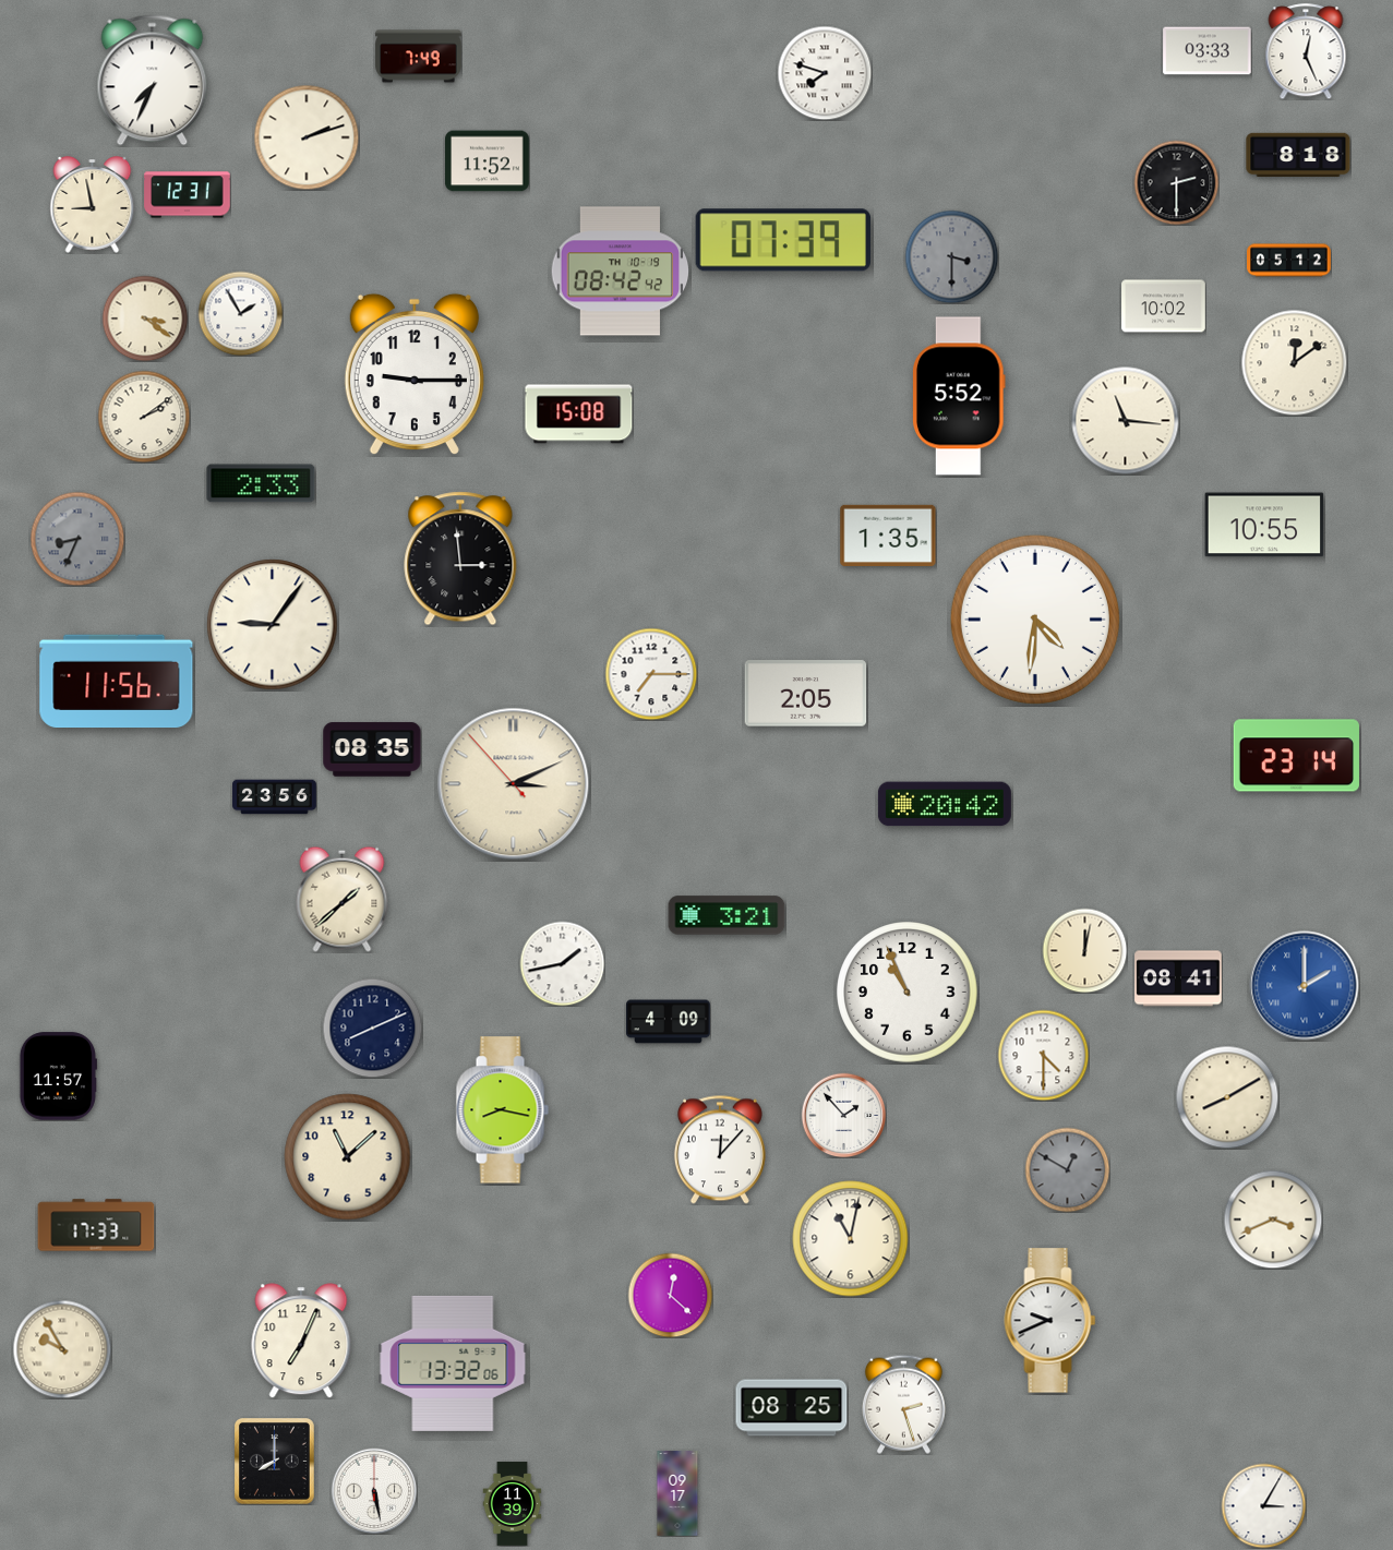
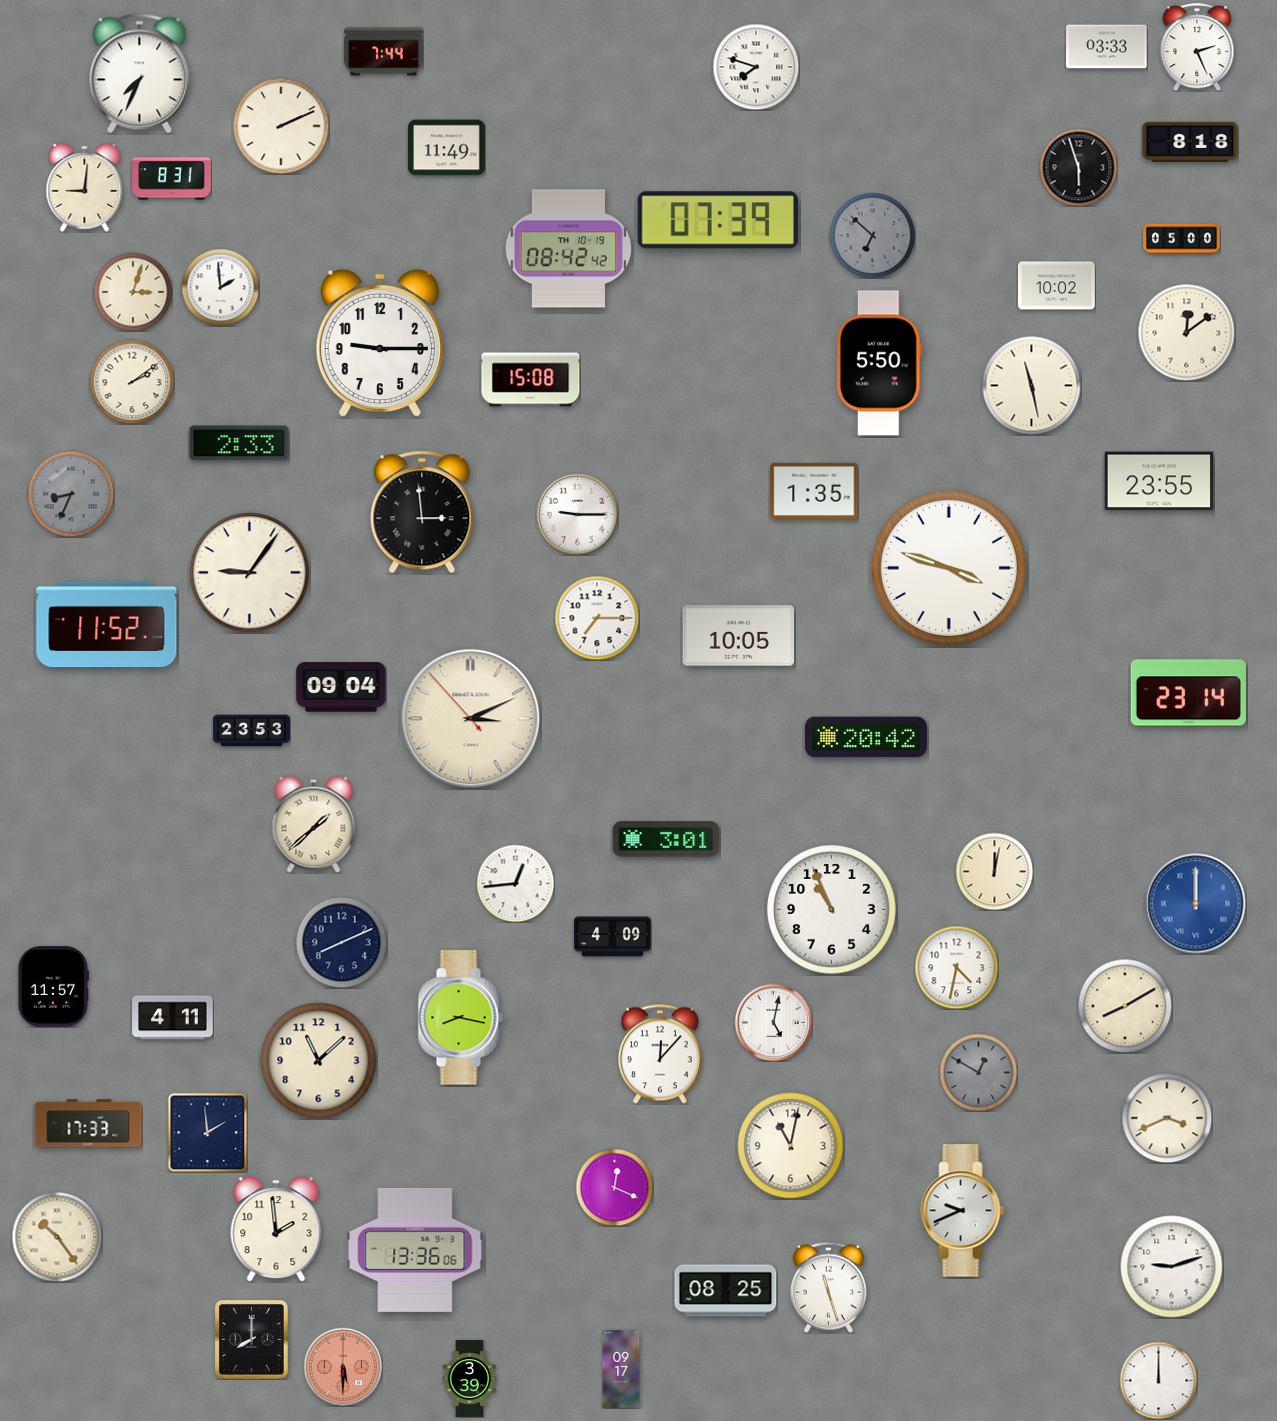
clock at (1306, 51): 12:26 -> 2:26
clock at (419, 57): 7:49 -> 7:44
clock at (307, 137): 2:12 -> 2:11
clock at (488, 161): 11:52 -> 11:49
clock at (1176, 182): 2:30 -> 5:57
clock at (188, 195): 12:31 -> 8:31
clock at (93, 205): 8:58 -> 9:01
clock at (951, 256): 3:30 -> 6:52
clock at (1289, 261): 05:12 -> 05:00
clock at (1164, 307) position: (1164, 307) -> (1057, 286)
clock at (240, 313): 1:55 -> 1:59
clock at (145, 319): 3:21 -> 3:03
clock at (960, 396): 5:52 -> 5:50
clock at (1126, 421): 11:16 -> 11:28
clock at (1264, 525): 10:55 -> 23:55
clock at (577, 514): none -> 9:15
clock at (1035, 620): 4:31 -> 3:48
clock at (117, 682): 11:56 -> 11:52
clock at (806, 694): 2:05 -> 10:05
clock at (372, 749): 08:35 -> 09:04
clock at (275, 797): 23:56 -> 23:53
clock at (726, 915): 3:21 -> 3:01
clock at (562, 963): 1:43 -> 12:44
clock at (1178, 978): 08:41 -> none
clock at (1305, 986): 2:00 -> 12:00
clock at (1043, 1055): 4:30 -> 4:32
clock at (173, 1018): none -> 4:11
clock at (843, 1115): 1:53 -> 5:02
clock at (207, 1132): none -> 1:59
clock at (851, 1239) position: (851, 1239) -> (791, 1146)
clock at (670, 1295): 12:22 -> 12:19
clock at (301, 1341): 7:04 -> 1:59
clock at (62, 1349): 9:55 -> 10:24
clock at (453, 1363): 13:32 -> 13:36
clock at (1172, 1267): none -> 9:12
clock at (903, 1404): 2:27 -> 11:27
clock at (374, 1491): 5:28 -> 5:30
clock at (374, 1491) dial: white -> salmon
clock at (513, 1504): 11:39 -> 3:39
clock at (1263, 1505): 3:05 -> 12:00
